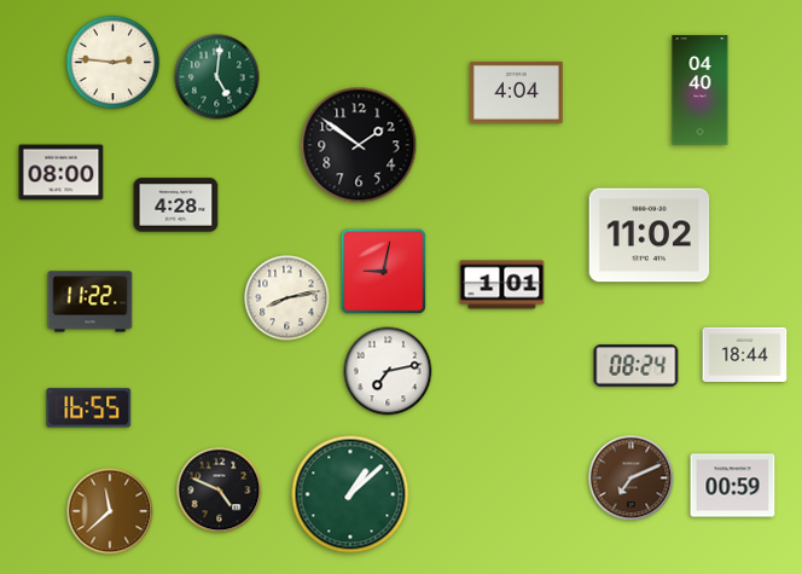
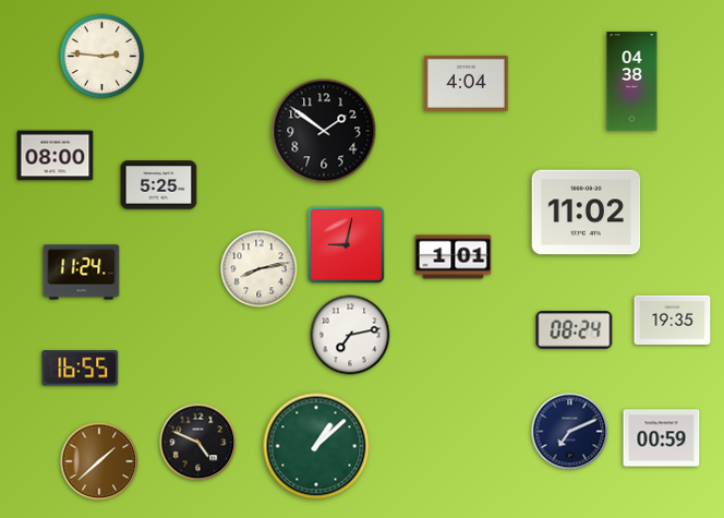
clock at (217, 77): 5:01 -> none
clock at (701, 91): 04:40 -> 04:38
clock at (176, 205): 4:28 -> 5:25
clock at (91, 302): 11:22 -> 11:24
clock at (745, 354): 18:44 -> 19:35
clock at (632, 479) dial: brown -> navy
clock at (110, 511): 11:38 -> 1:38
